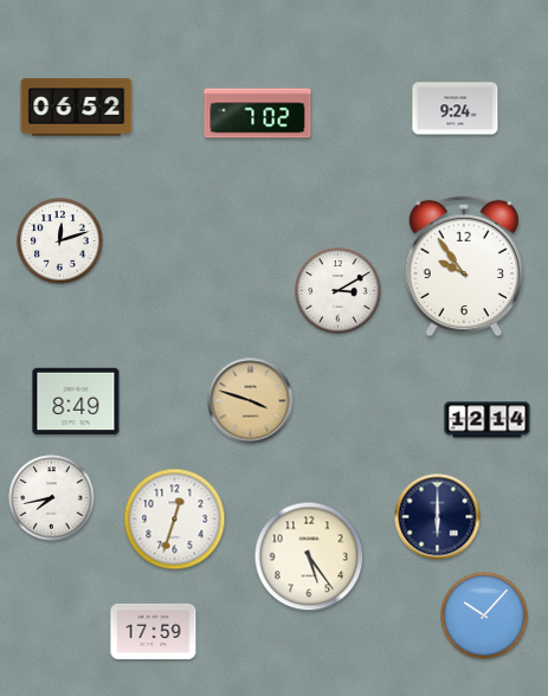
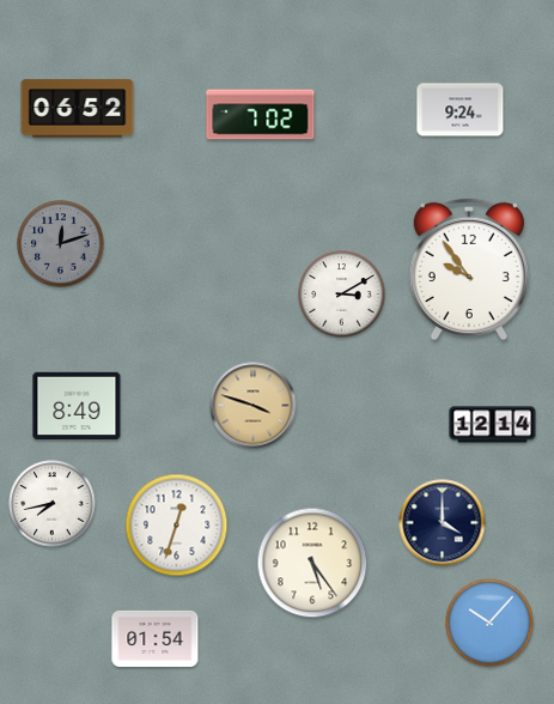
clock at (60, 241) dial: white -> grey
clock at (438, 517): 6:00 -> 4:00
clock at (154, 631): 17:59 -> 01:54
